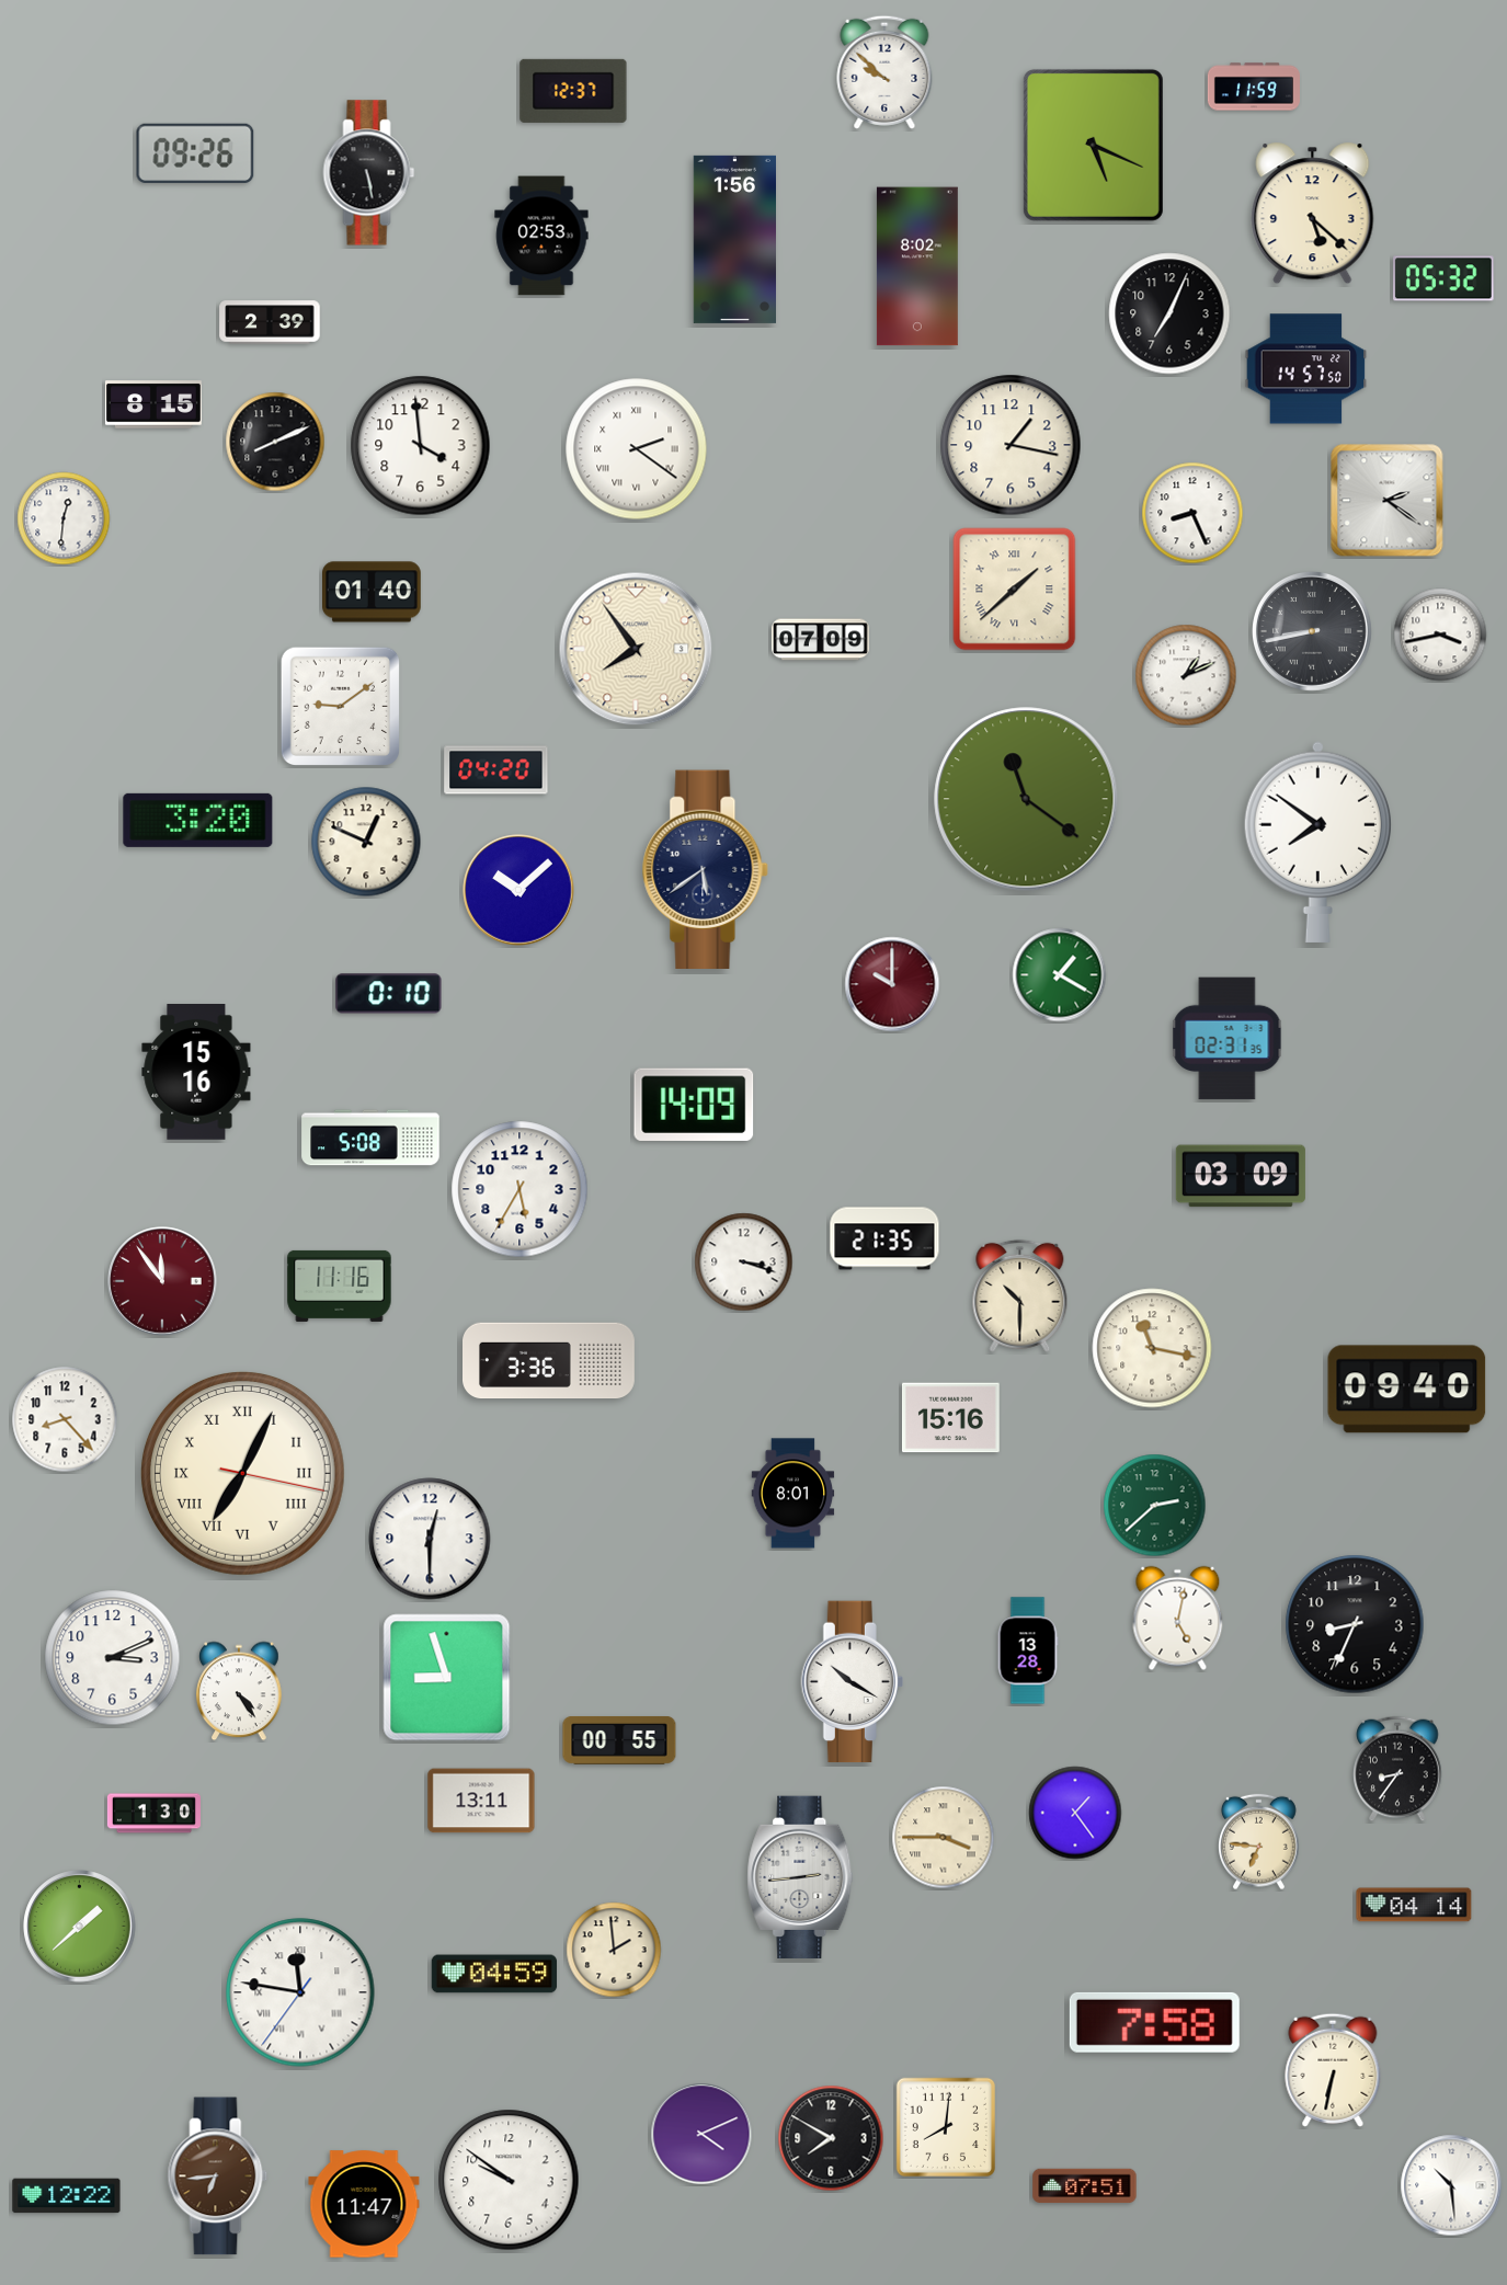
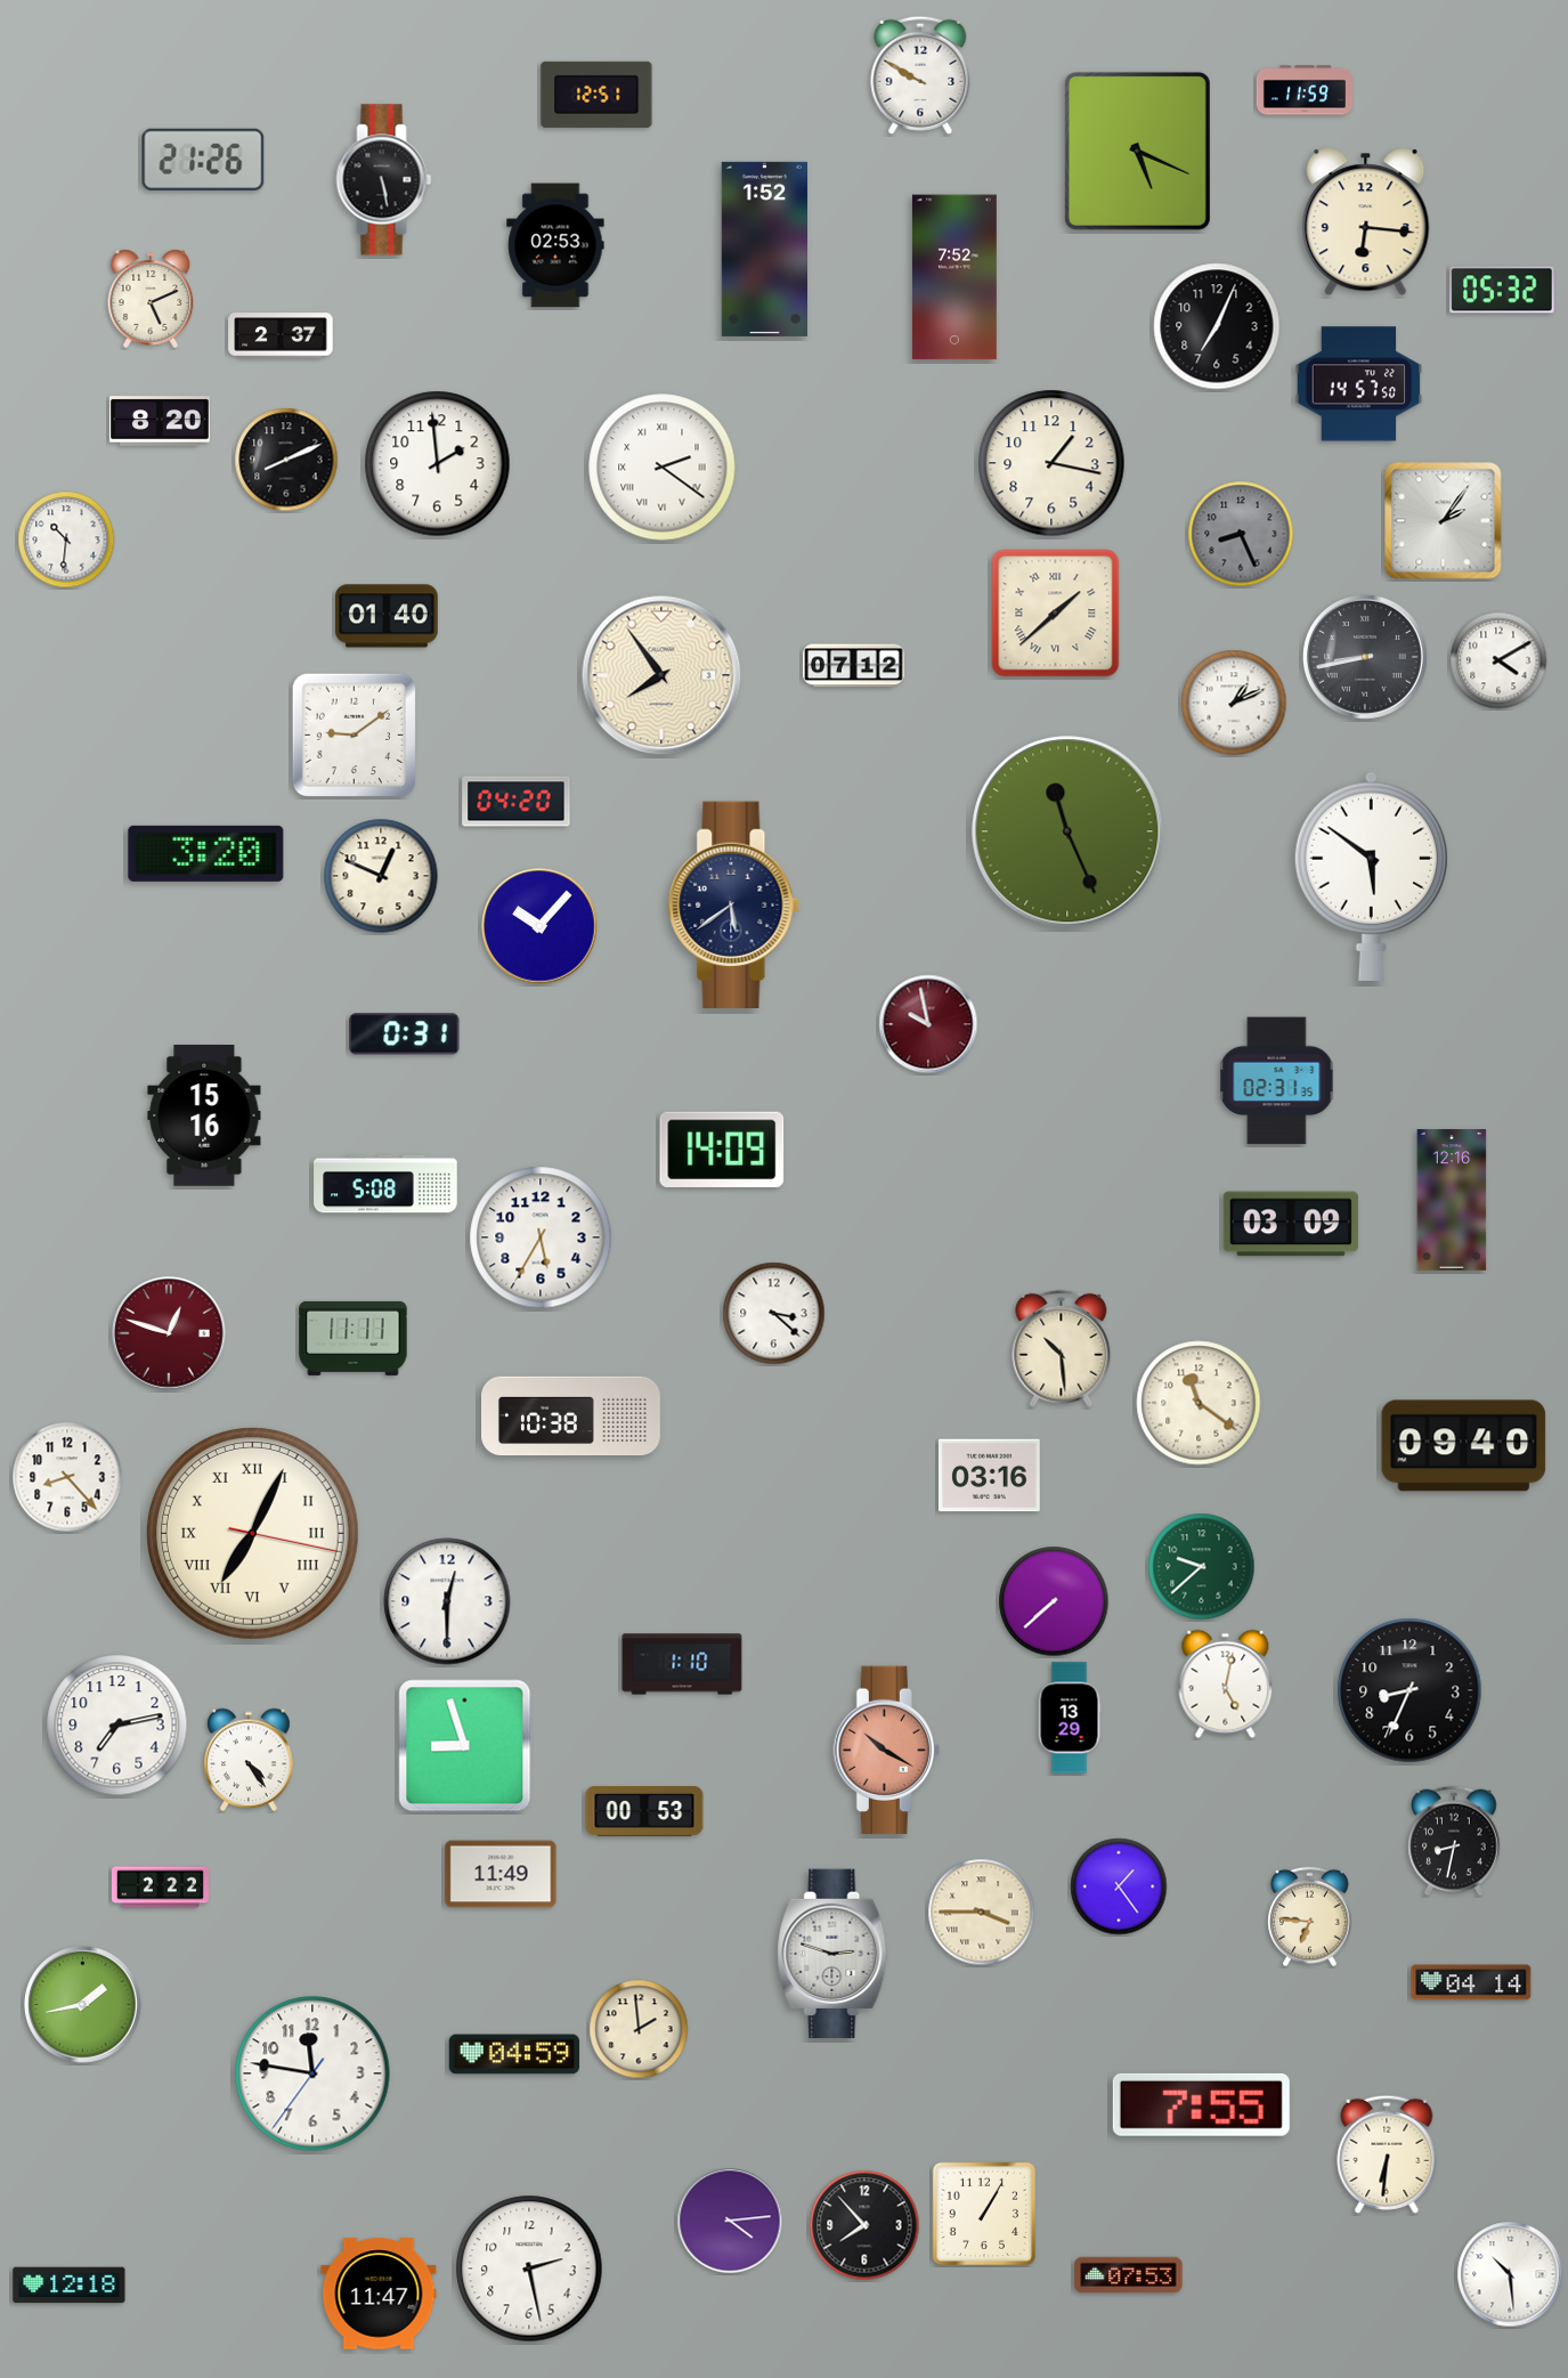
clock at (884, 72): 9:52 -> 9:50
clock at (573, 91): 12:37 -> 12:51
clock at (195, 153): 09:26 -> 21:26
clock at (1313, 214): 5:22 -> 6:16
clock at (541, 236) position: (541, 236) -> (555, 245)
clock at (734, 239): 1:56 -> 1:52
clock at (917, 266): 8:02 -> 7:52
clock at (151, 299): none -> 5:11
clock at (270, 322): 2:39 -> 2:37
clock at (153, 404): 8:15 -> 8:20
clock at (421, 446): 3:59 -> 1:59
clock at (1388, 501): 2:21 -> 2:06
clock at (1192, 513) dial: white -> grey
clock at (64, 518): 12:31 -> 10:31
clock at (1440, 635): 3:43 -> 4:10
clock at (821, 640): 07:09 -> 07:12
clock at (1026, 799): 11:21 -> 11:26
clock at (1317, 842): 7:51 -> 5:51
clock at (518, 890): 10:08 -> 10:07
clock at (1060, 975): 1:20 -> none
clock at (892, 984): 10:00 -> 9:58
clock at (389, 994): 0:10 -> 0:31
clock at (1452, 1200): none -> 12:16
clock at (884, 1238): 21:35 -> none
clock at (744, 1263): 3:18 -> 3:22
clock at (162, 1281): 11:54 -> 12:48
clock at (340, 1286): 11:16 -> 11:11
clock at (1020, 1295): 10:30 -> 10:29
clock at (1152, 1348): 11:17 -> 11:21
clock at (549, 1361): 3:36 -> 10:38
clock at (951, 1418): 15:16 -> 03:16
clock at (794, 1494): 8:01 -> none
clock at (1155, 1506): 2:38 -> 9:38
clock at (1054, 1601): none -> 7:38
clock at (682, 1664): none -> 1:10
clock at (1028, 1650): 13:28 -> 13:29
clock at (113, 1658): 3:11 -> 7:13
clock at (852, 1682) dial: white -> salmon
clock at (619, 1741): 00:55 -> 00:53
clock at (1397, 1769): 8:36 -> 8:32
clock at (481, 1801): 13:11 -> 11:49
clock at (153, 1814): 1:30 -> 2:22
clock at (800, 1876): 2:44 -> 2:48
clock at (80, 1927): 1:38 -> 1:43
clock at (300, 1992) numerals: Roman -> Arabic
clock at (1154, 2022): 7:58 -> 7:55
clock at (1333, 2070): 6:32 -> 6:31
clock at (945, 2126): 8:01 -> 1:05
clock at (701, 2134): 4:11 -> 4:14
clock at (831, 2138): 7:50 -> 7:53
clock at (218, 2177): 6:44 -> none
clock at (509, 2180): 9:51 -> 2:28
clock at (1085, 2186): 07:51 -> 07:53
clock at (67, 2196): 12:22 -> 12:18
